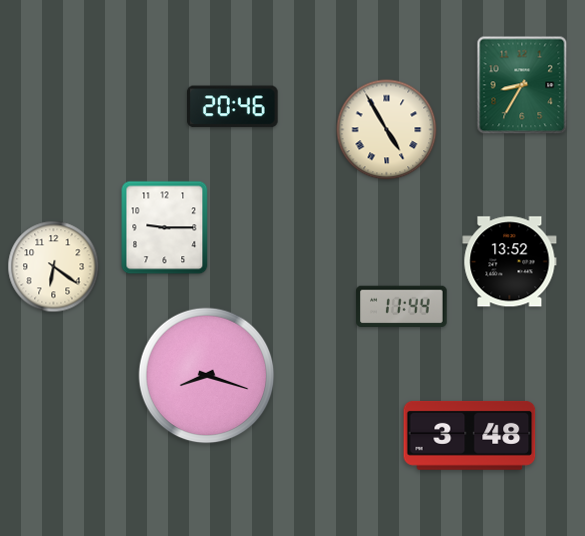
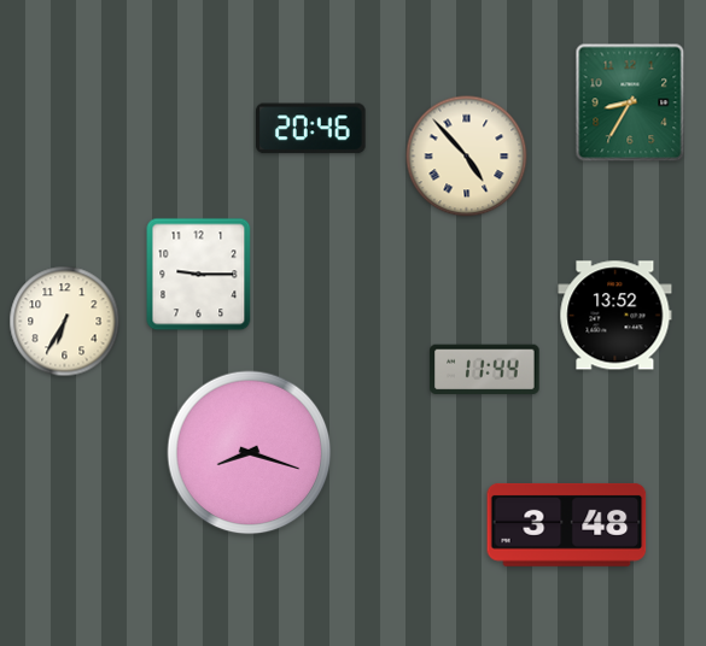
clock at (233, 107) position: (233, 107) -> (311, 129)
clock at (387, 130): 4:55 -> 4:53
clock at (54, 267): 6:21 -> 6:35
